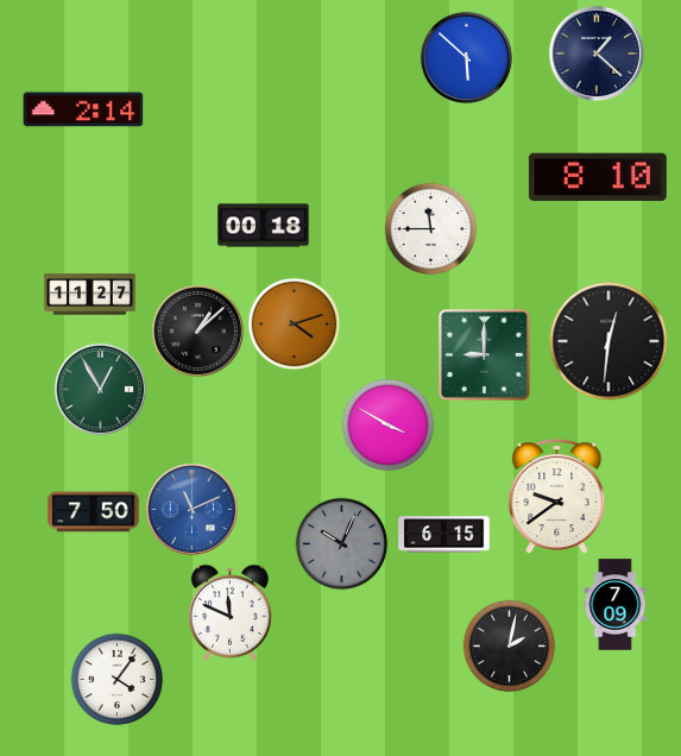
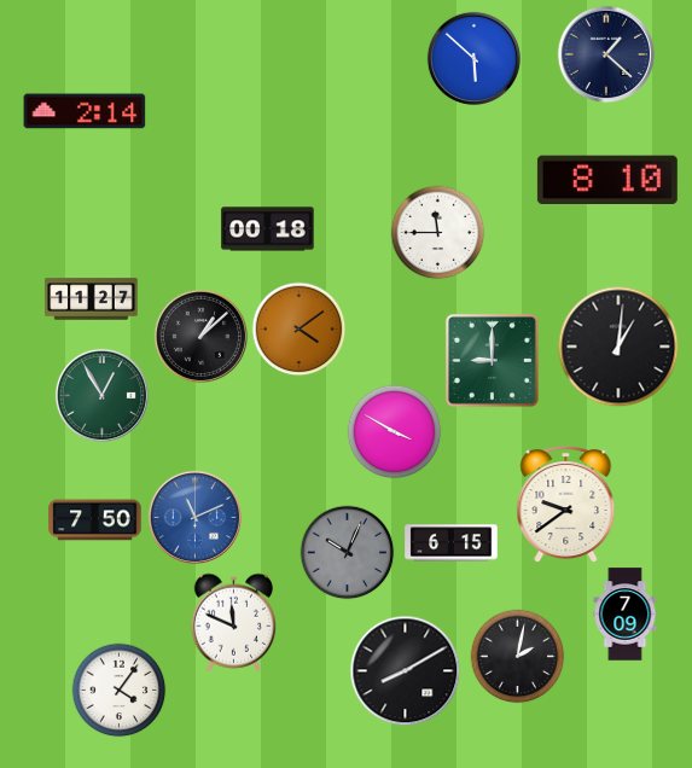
clock at (294, 323): 4:12 -> 4:09
clock at (609, 341): 12:31 -> 1:01
clock at (405, 670): none -> 8:10
